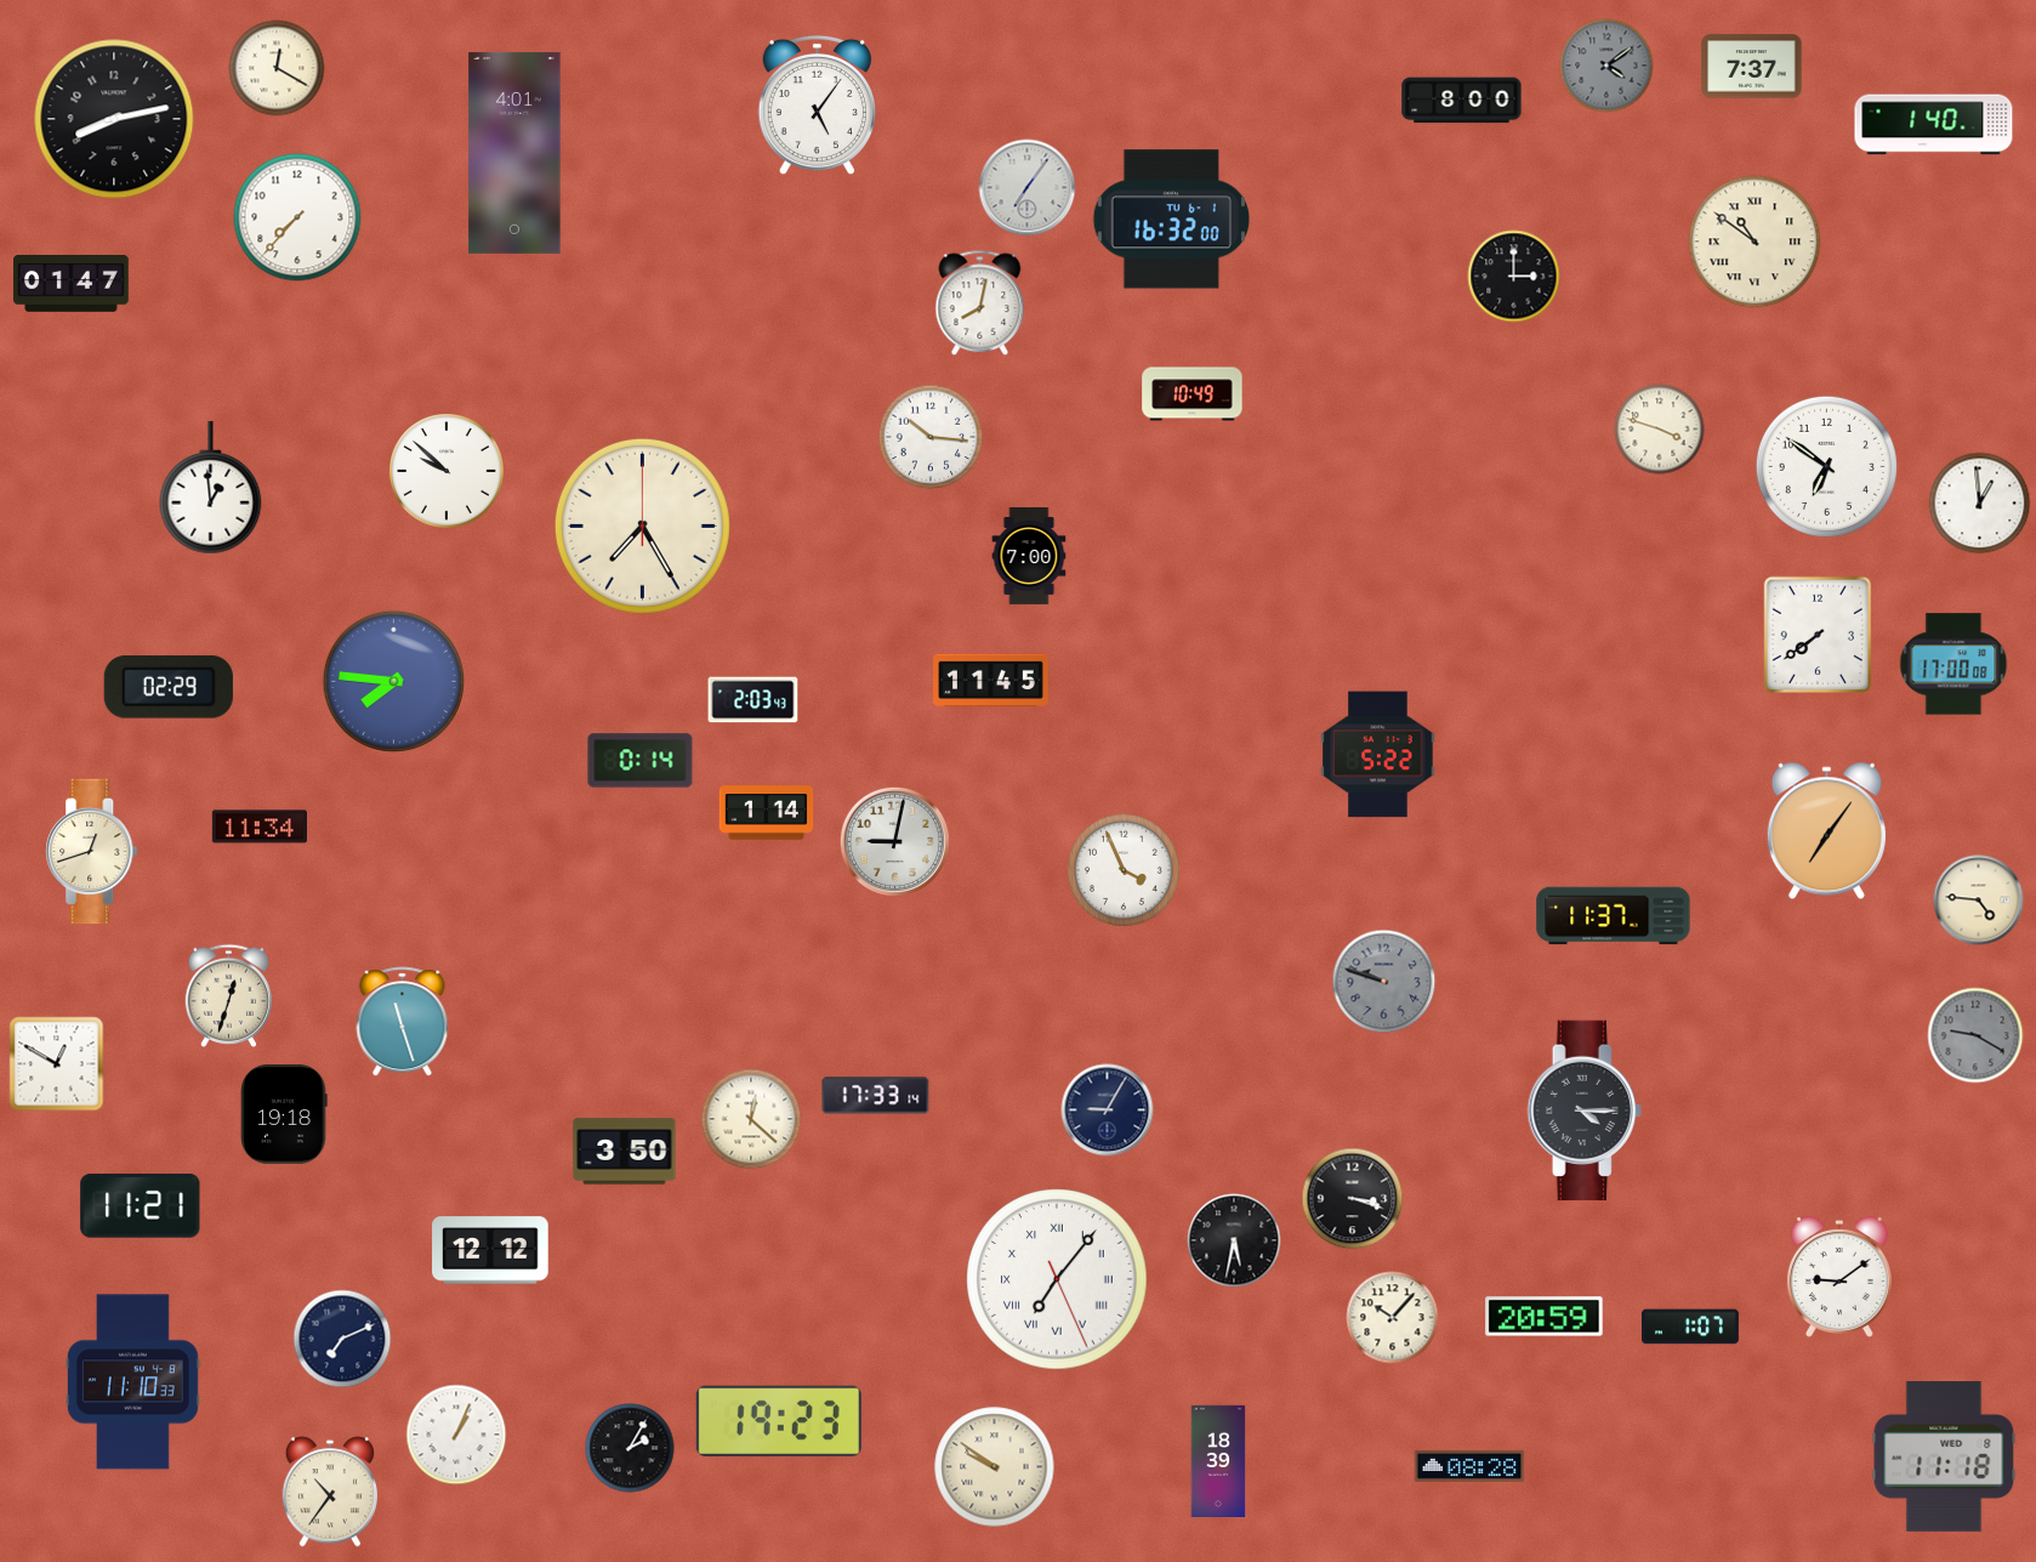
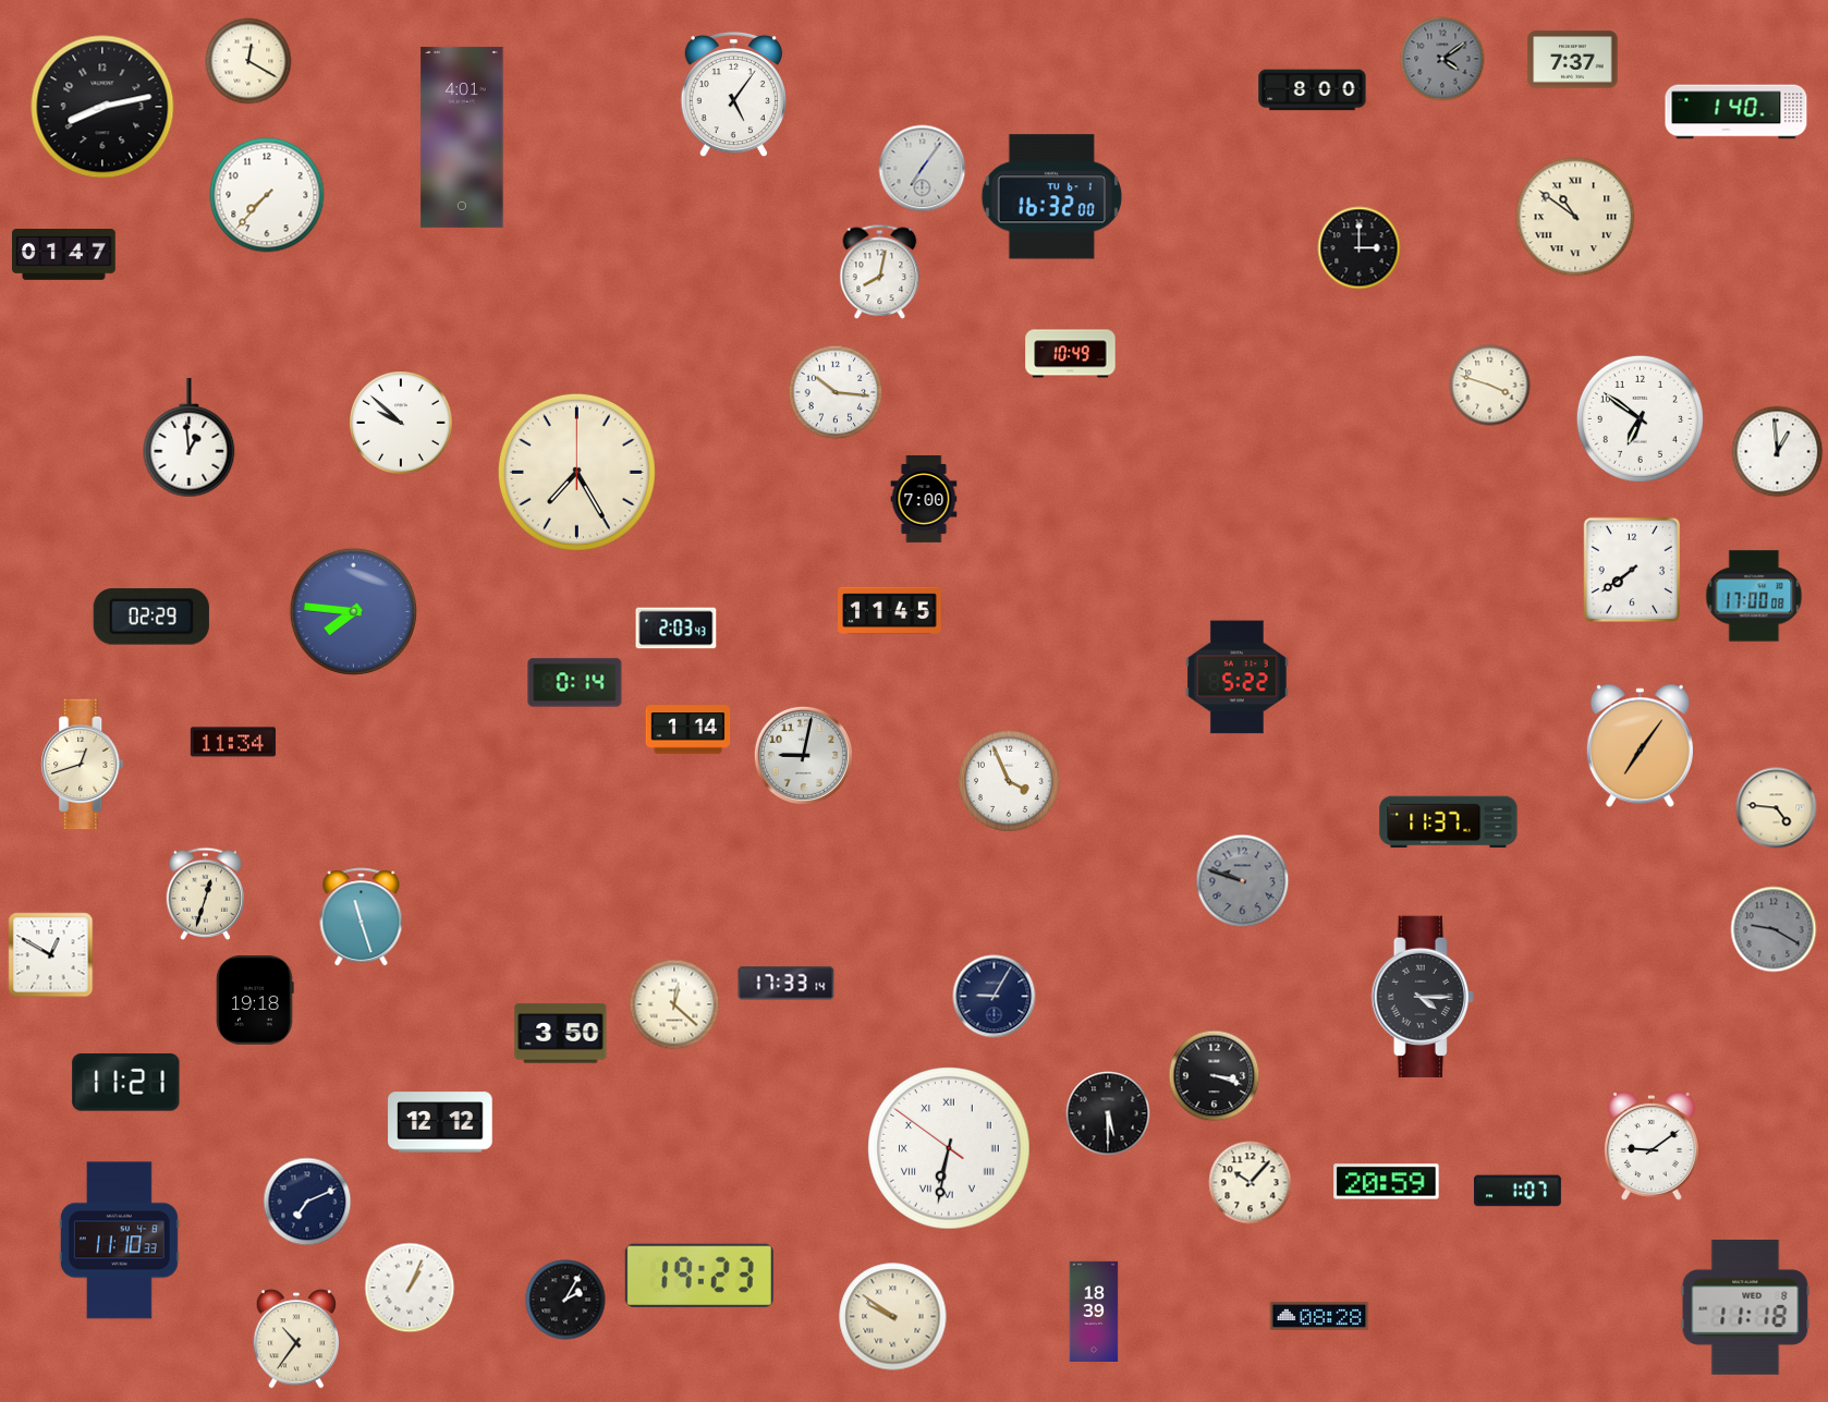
clock at (1234, 1240): 5:32 -> 5:30
clock at (1057, 1279): 7:06 -> 6:31
